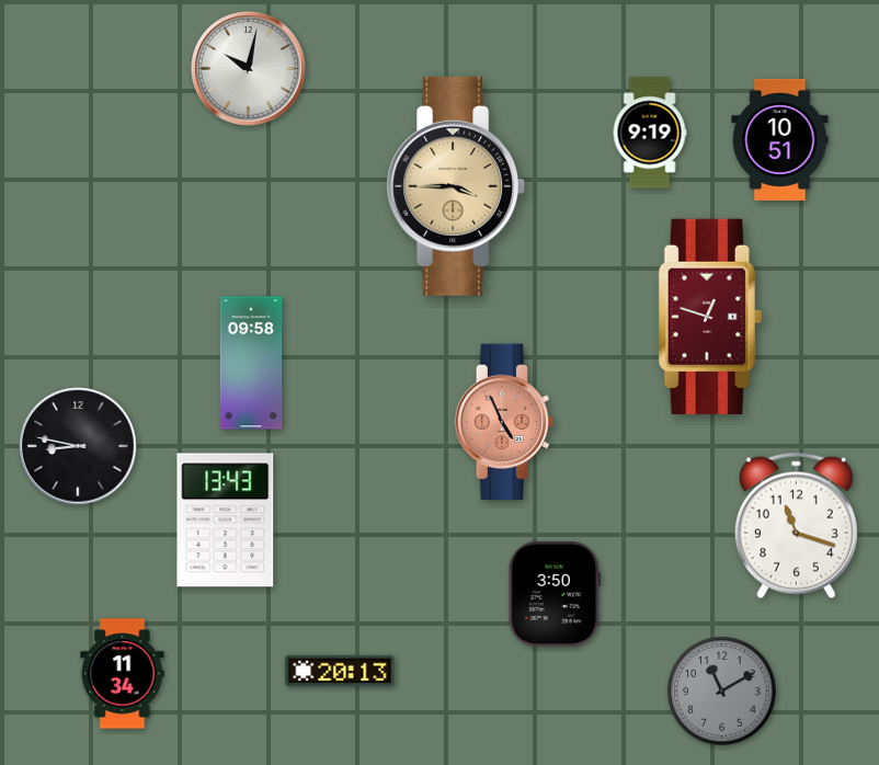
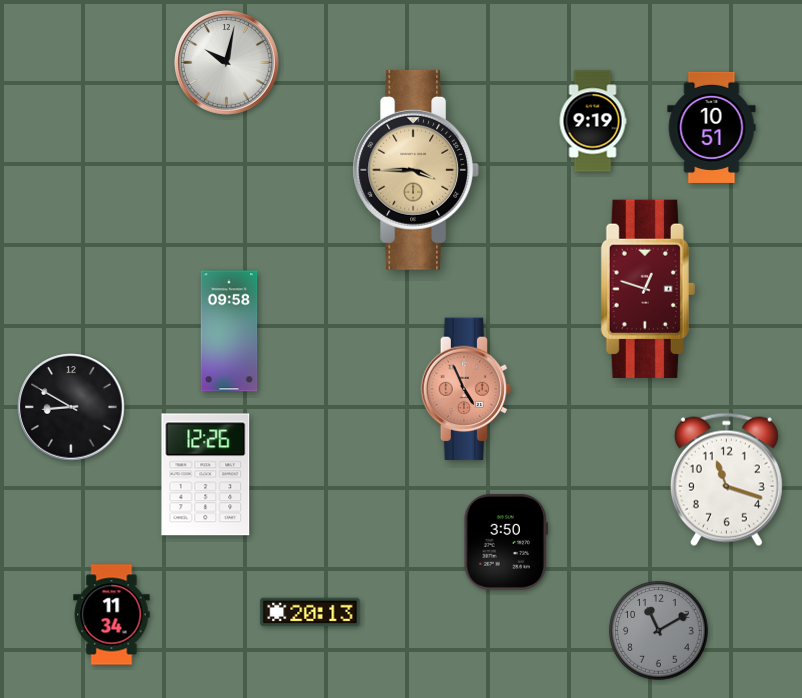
clock at (504, 422) position: (504, 422) -> (466, 389)
clock at (78, 446): 8:47 -> 8:50
clock at (226, 521): 13:43 -> 12:26
